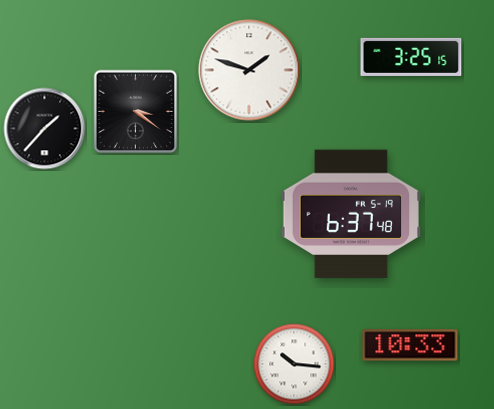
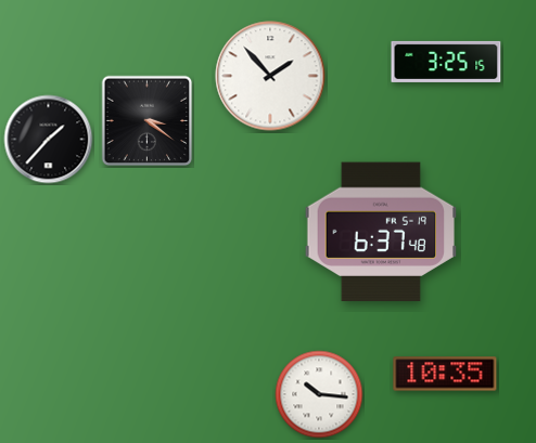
clock at (249, 70): 1:48 -> 1:53
clock at (410, 345): 10:33 -> 10:35
